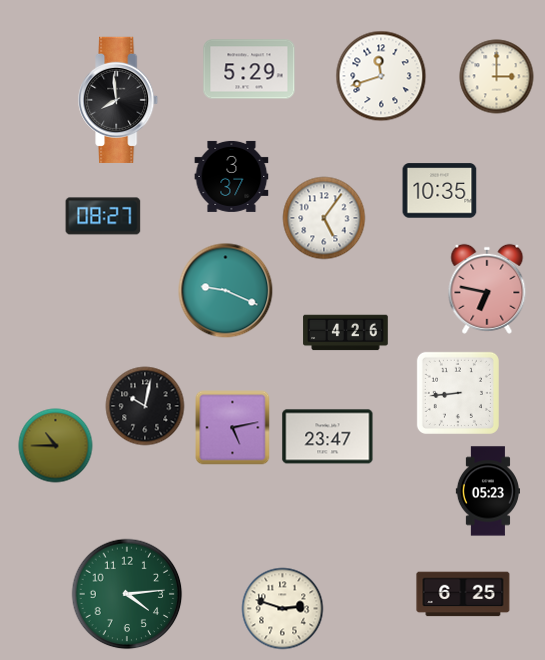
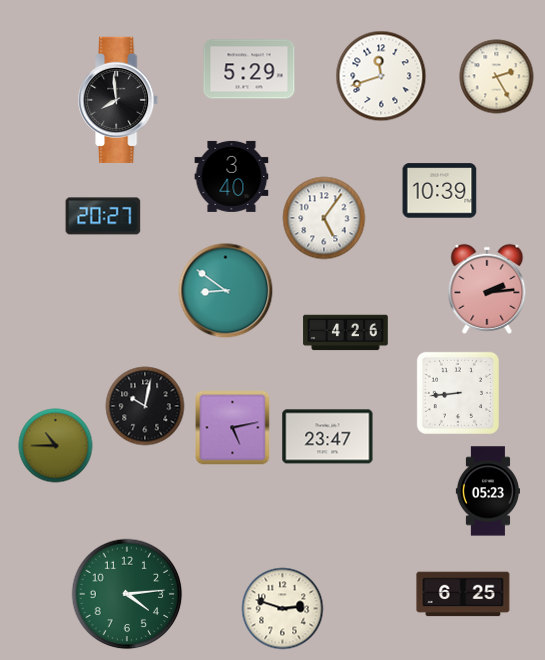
clock at (497, 77): 3:00 -> 2:25
clock at (232, 176): 3:37 -> 3:40
clock at (440, 191): 10:35 -> 10:39
clock at (103, 216): 08:27 -> 20:27
clock at (487, 289): 6:47 -> 2:14
clock at (226, 291): 9:19 -> 8:51
